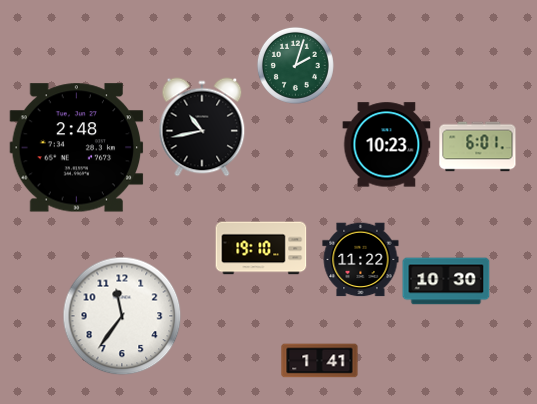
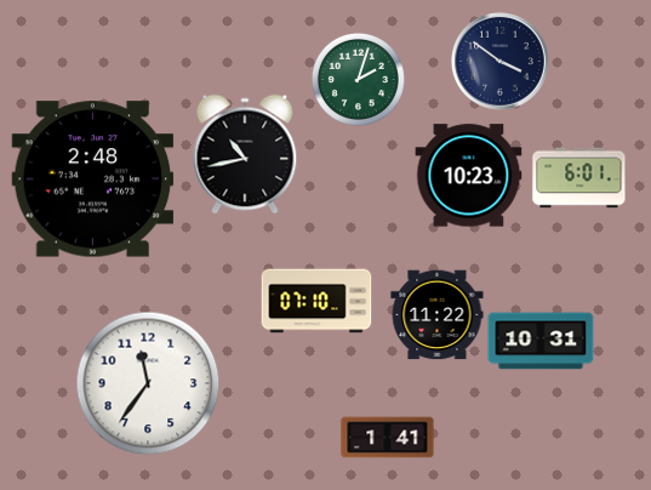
clock at (501, 62): none -> 3:51
clock at (261, 248): 19:10 -> 07:10
clock at (446, 281): 10:30 -> 10:31
